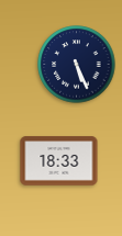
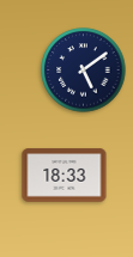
clock at (77, 65): 5:26 -> 5:09
